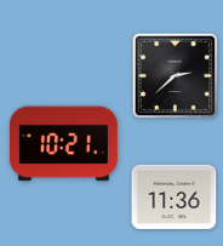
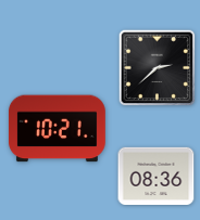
clock at (175, 196): 11:36 -> 08:36
